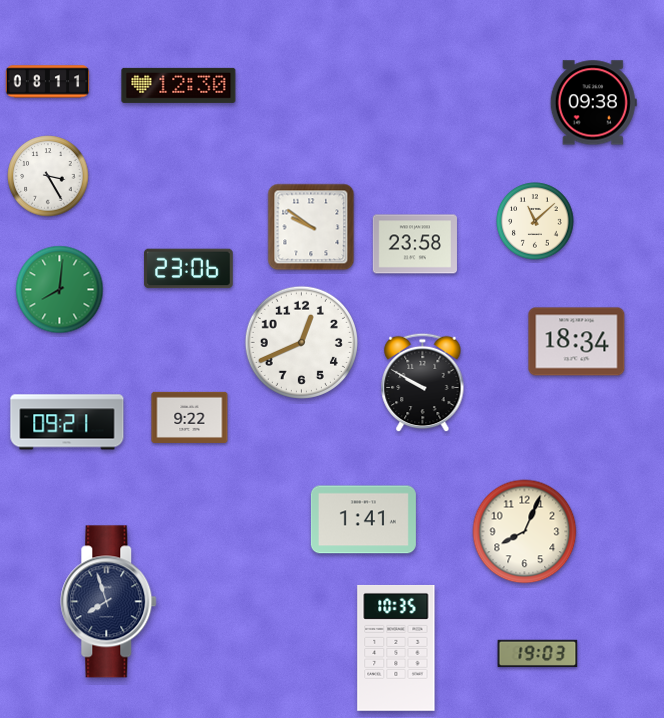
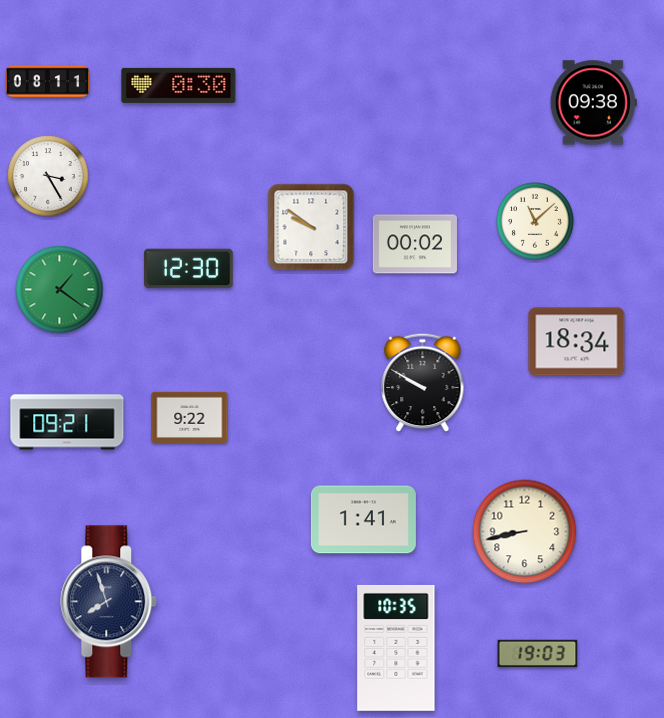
clock at (179, 85): 12:30 -> 0:30
clock at (415, 244): 23:58 -> 00:02
clock at (189, 269): 23:06 -> 12:30
clock at (60, 290): 8:01 -> 1:21
clock at (301, 342): 12:41 -> none
clock at (525, 532): 8:04 -> 8:43
